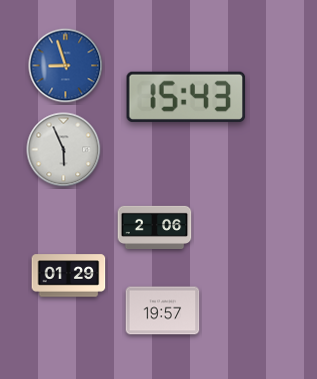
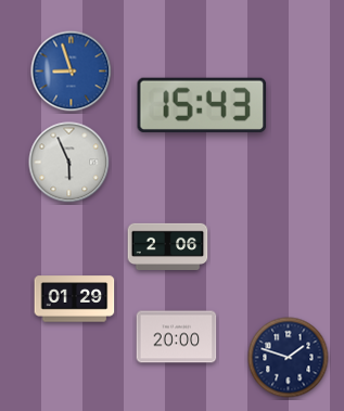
clock at (163, 311): 19:57 -> 20:00
clock at (289, 358): none -> 1:48
